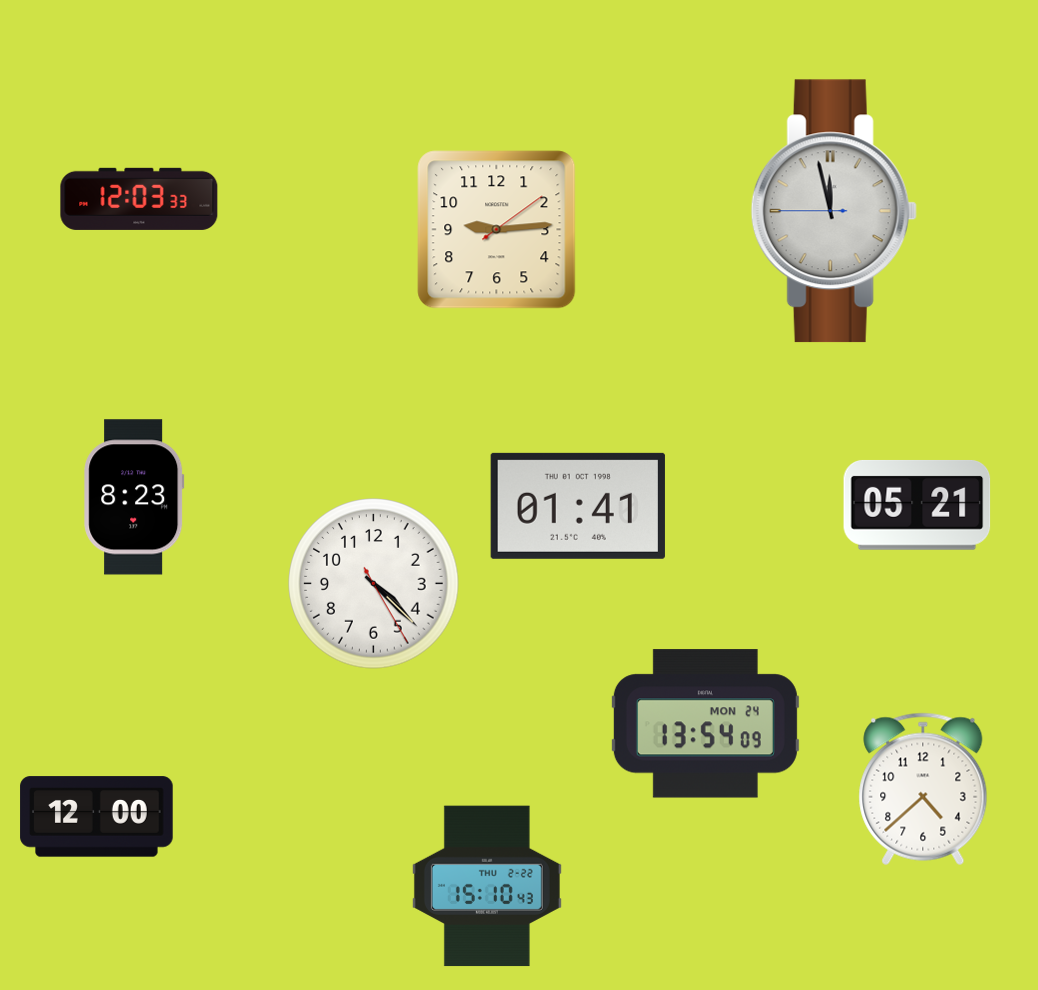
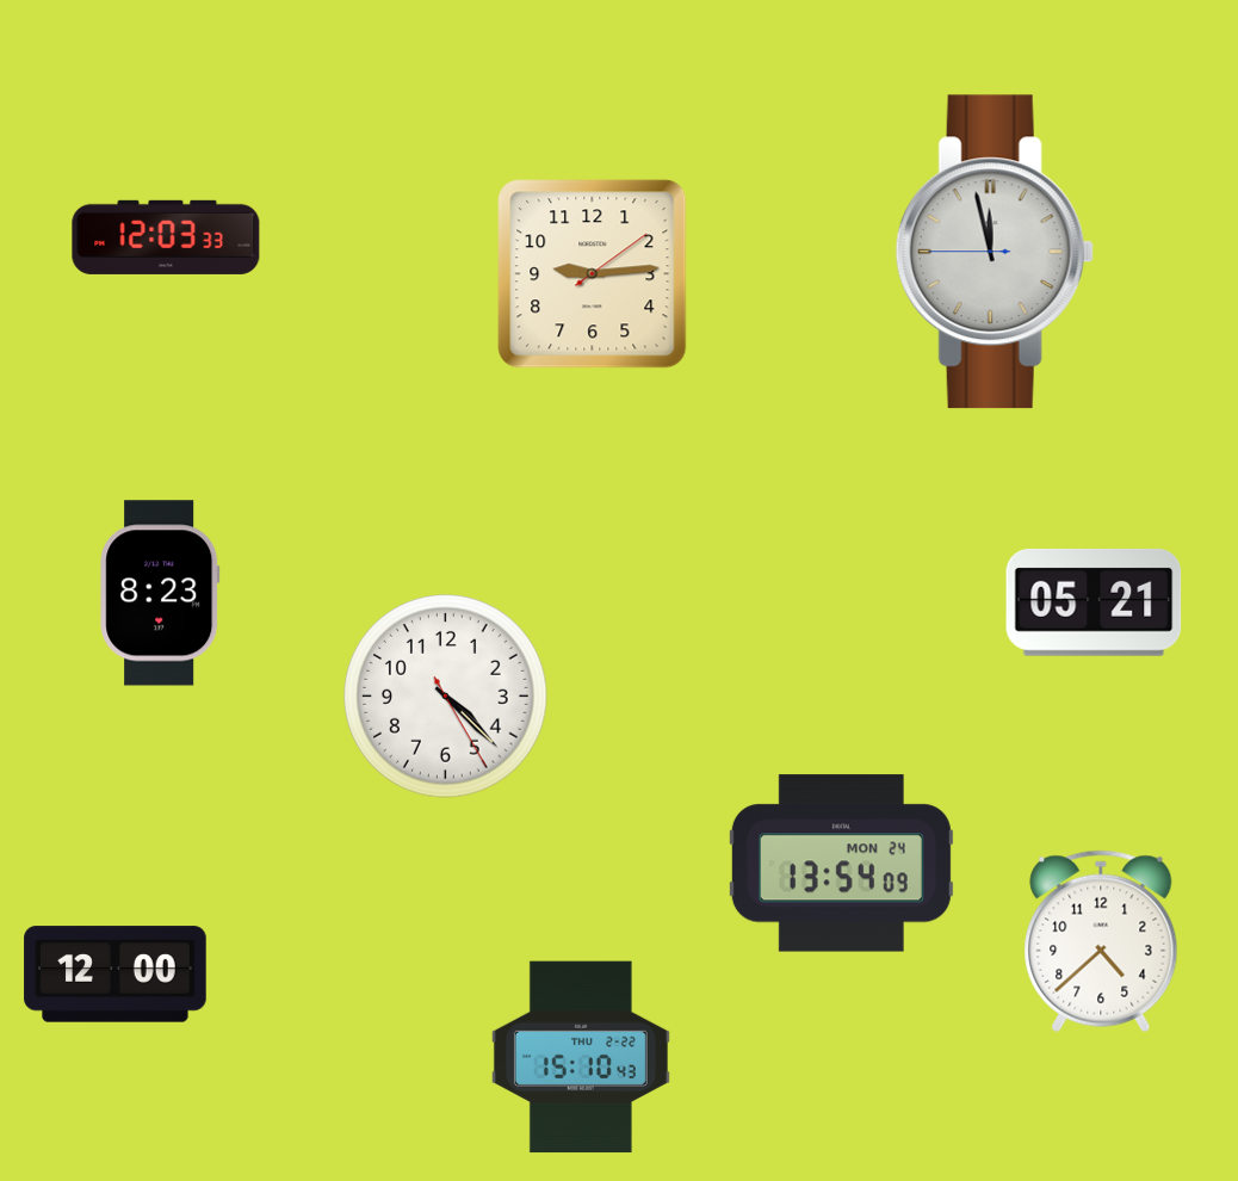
clock at (578, 506): 01:41 -> none
